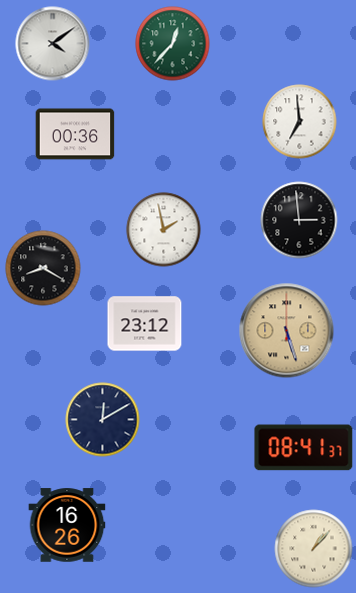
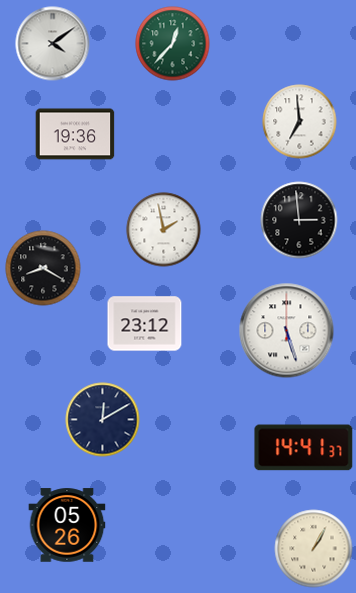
clock at (75, 134): 00:36 -> 19:36
clock at (287, 331) dial: champagne -> white
clock at (304, 448): 08:41 -> 14:41
clock at (67, 525): 16:26 -> 05:26
clock at (314, 549): 1:07 -> 1:05
